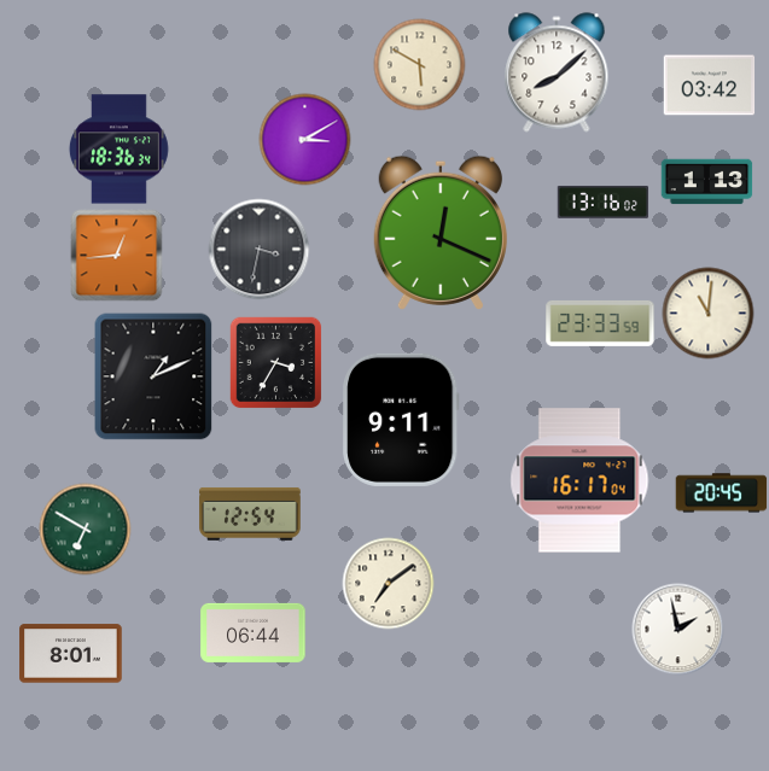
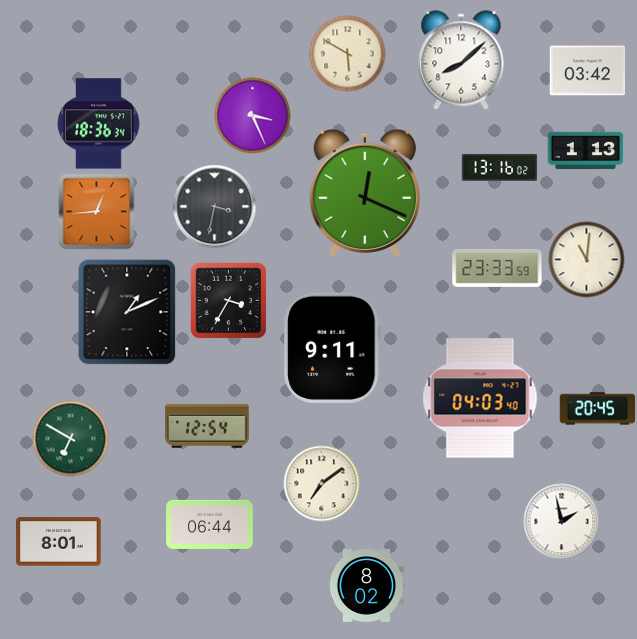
clock at (305, 140): 3:10 -> 3:26
clock at (579, 480): 16:17 -> 04:03
clock at (367, 586): none -> 8:02
